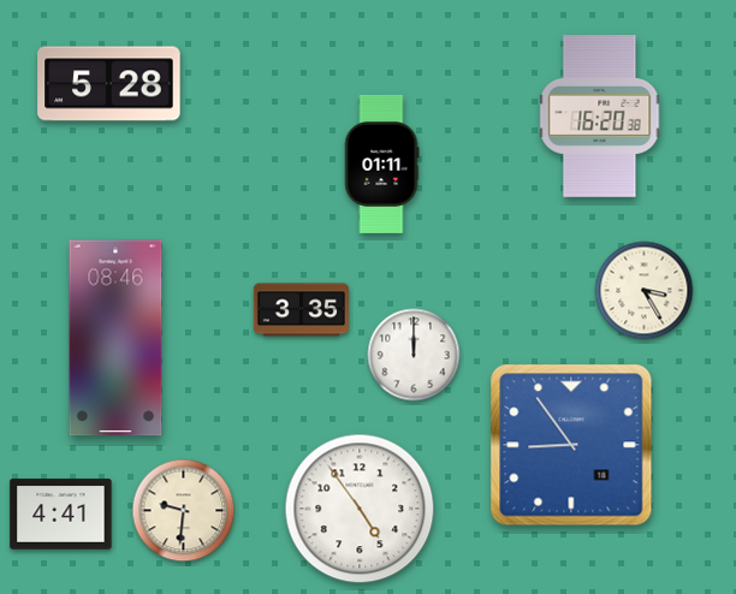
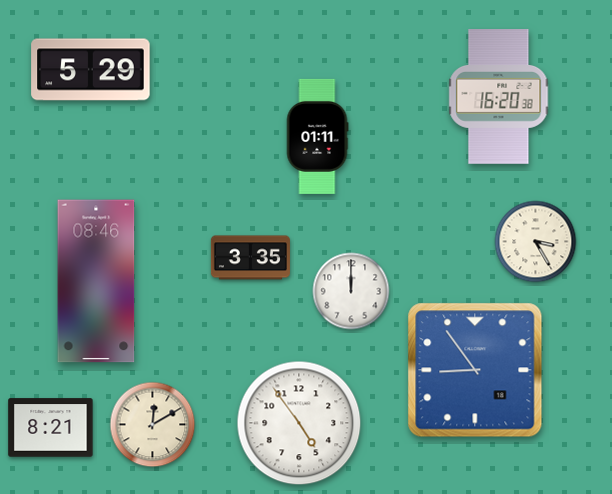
clock at (109, 84): 5:28 -> 5:29
clock at (414, 355) position: (414, 355) -> (351, 291)
clock at (184, 511): 9:31 -> 12:10
clock at (61, 515): 4:41 -> 8:21
